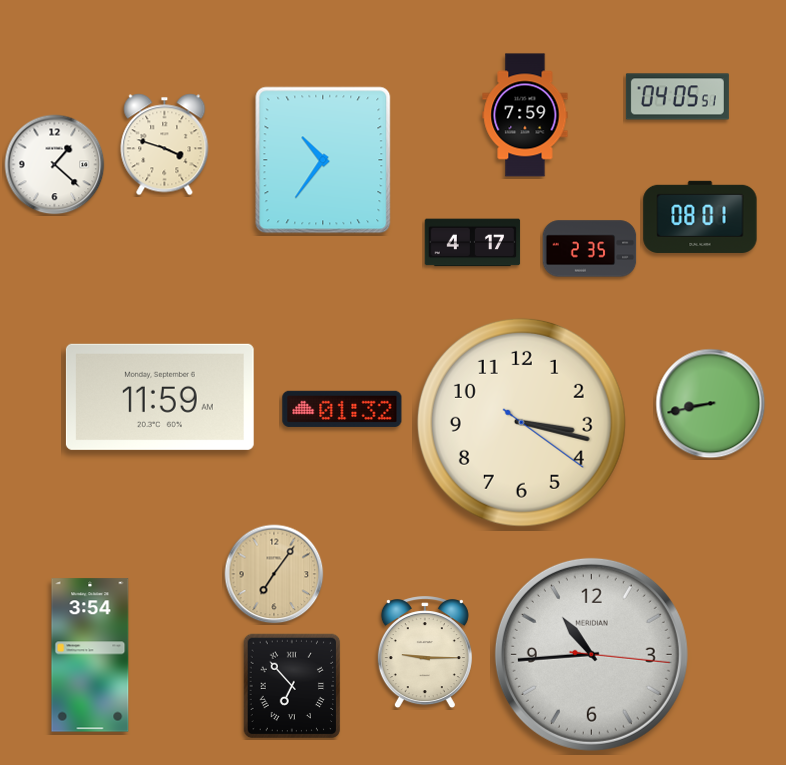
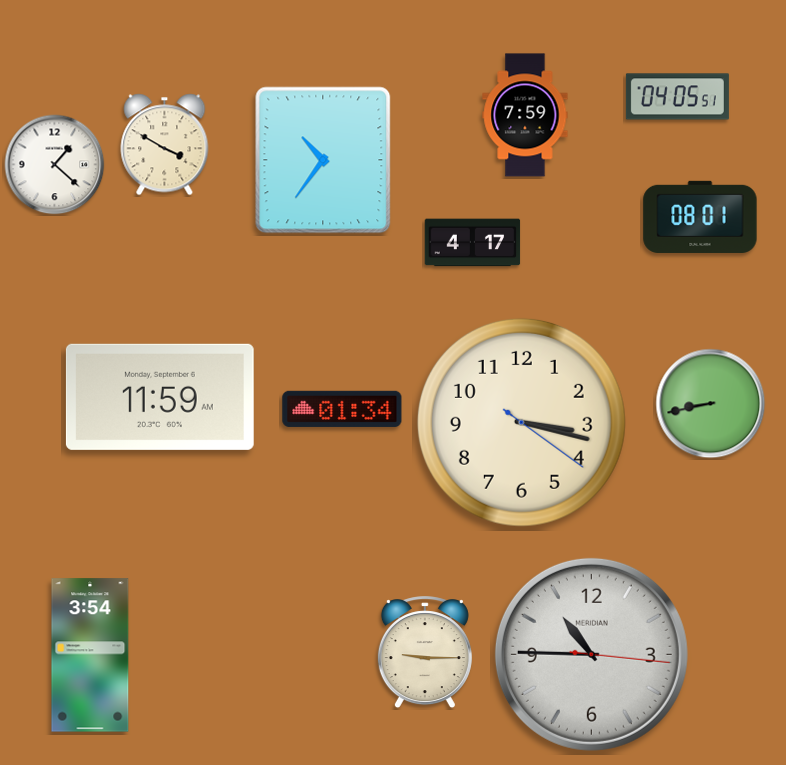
clock at (165, 145): 3:48 -> 3:50
clock at (590, 249): 2:35 -> none
clock at (342, 409): 01:32 -> 01:34
clock at (274, 574): 7:06 -> none
clock at (591, 654): 10:44 -> 10:45
clock at (292, 686): 6:53 -> none
